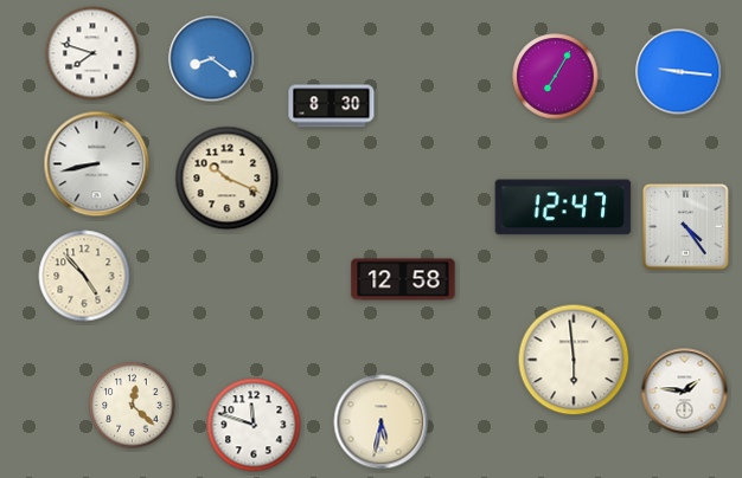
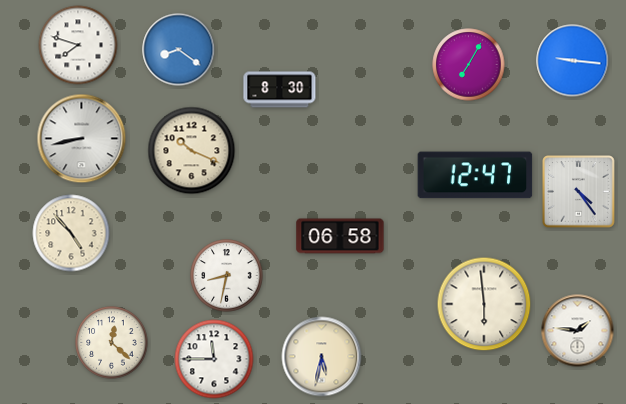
clock at (403, 279): 12:58 -> 06:58
clock at (227, 276): none -> 8:32
clock at (254, 425): 11:48 -> 11:45
